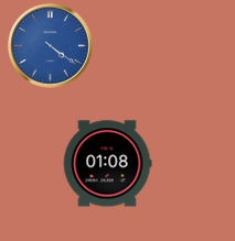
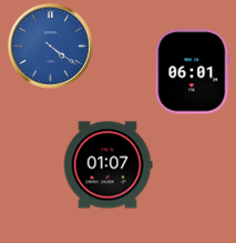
clock at (193, 72): none -> 06:01
clock at (107, 164): 01:08 -> 01:07
